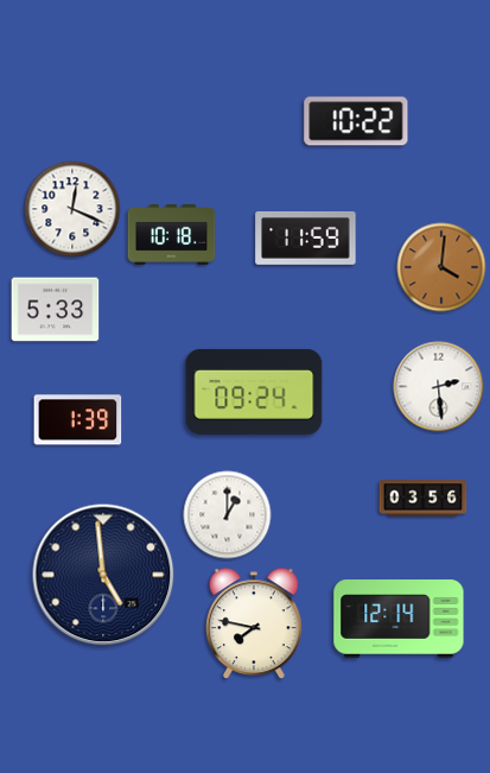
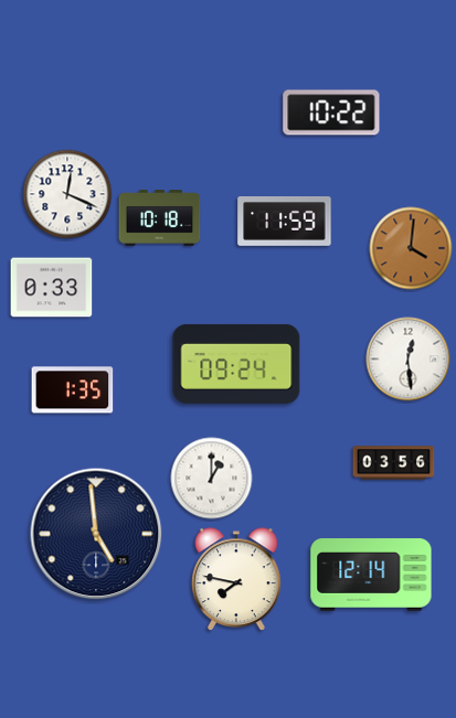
clock at (56, 310): 5:33 -> 0:33
clock at (439, 387): 2:29 -> 12:29
clock at (78, 420): 1:39 -> 1:35
